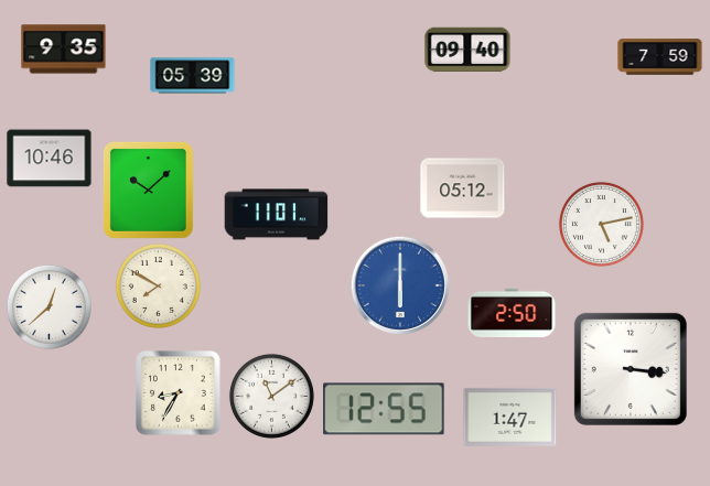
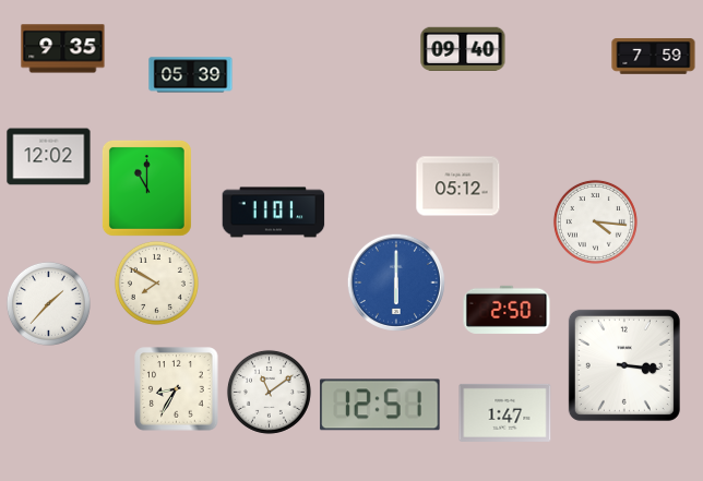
clock at (50, 159): 10:46 -> 12:02
clock at (148, 190): 10:08 -> 11:00
clock at (601, 224): 5:13 -> 4:16
clock at (49, 306): 12:38 -> 1:37
clock at (384, 409): 12:55 -> 12:51
